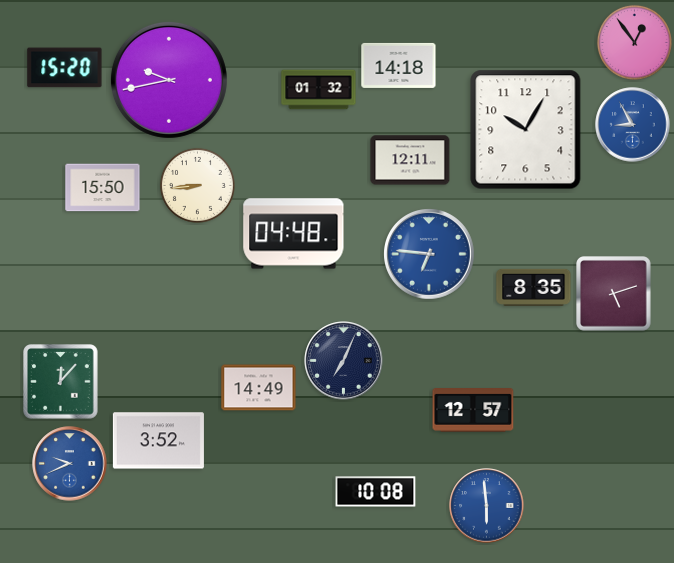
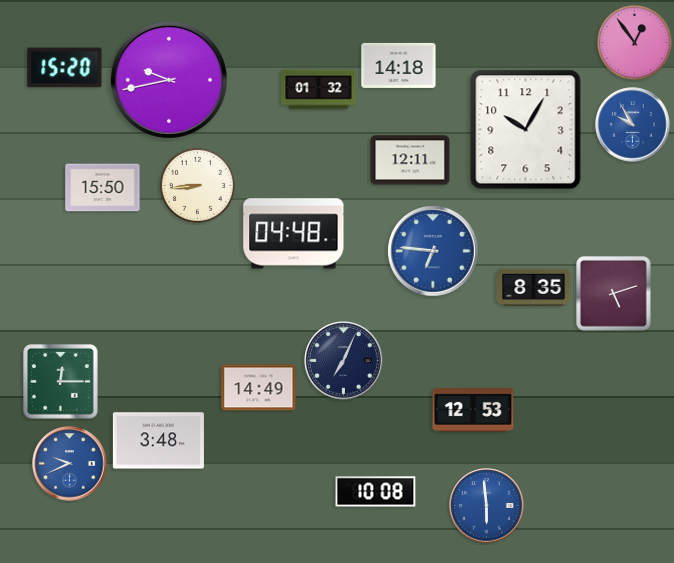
clock at (633, 125): 8:55 -> 9:55
clock at (429, 254) position: (429, 254) -> (433, 251)
clock at (61, 382): 12:07 -> 12:15
clock at (473, 411): 12:57 -> 12:53
clock at (158, 441): 3:52 -> 3:48
